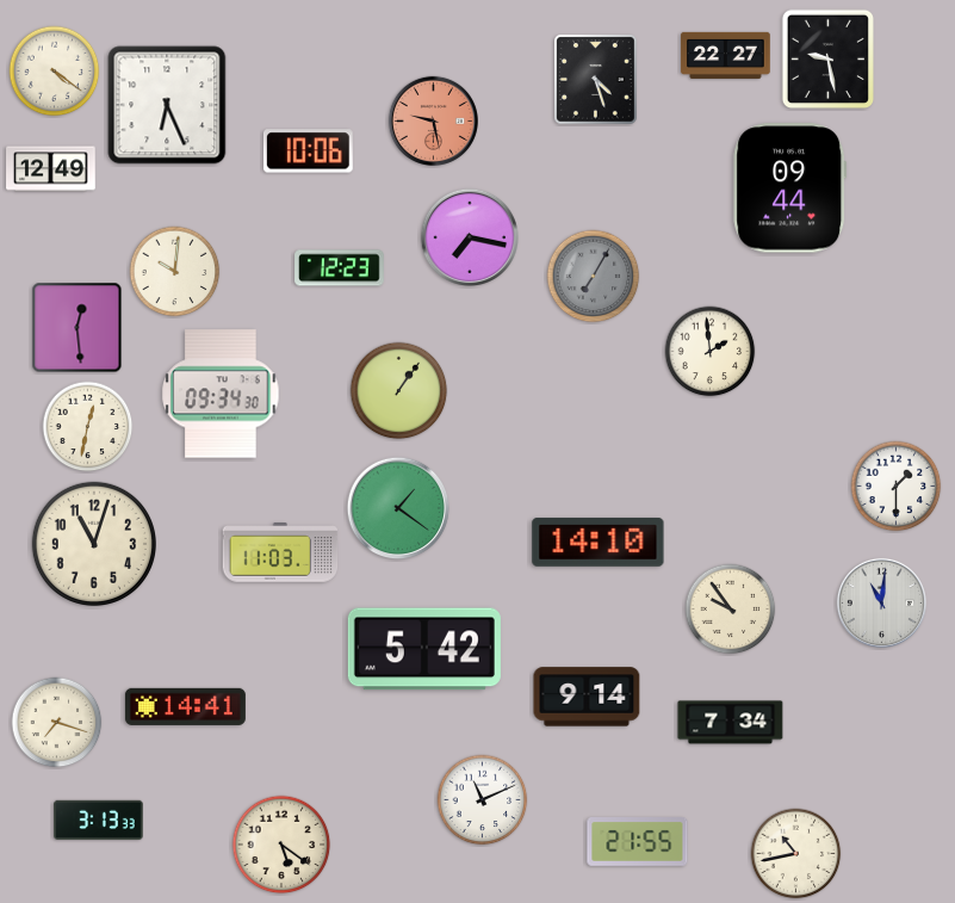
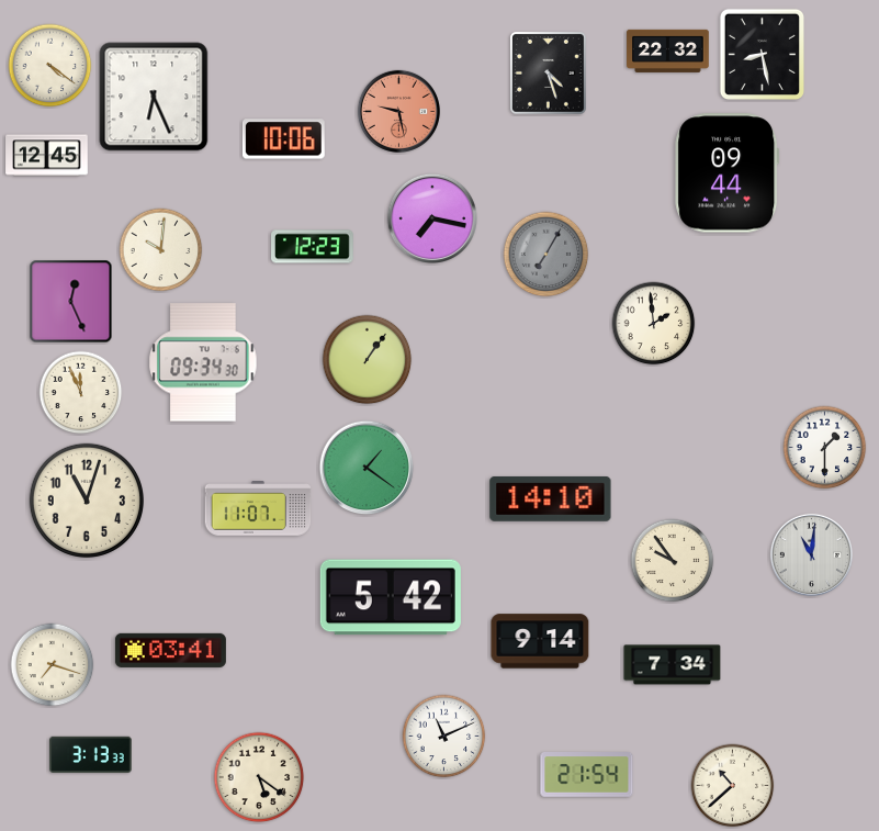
clock at (726, 55): 22:27 -> 22:32
clock at (827, 58): 9:28 -> 8:28
clock at (51, 169): 12:49 -> 12:45
clock at (77, 328): 12:29 -> 12:26
clock at (88, 427): 12:32 -> 11:56
clock at (280, 552): 11:03 -> 11:07
clock at (185, 706): 14:41 -> 03:41
clock at (638, 842): 21:55 -> 21:54
clock at (796, 854): 10:43 -> 10:38
